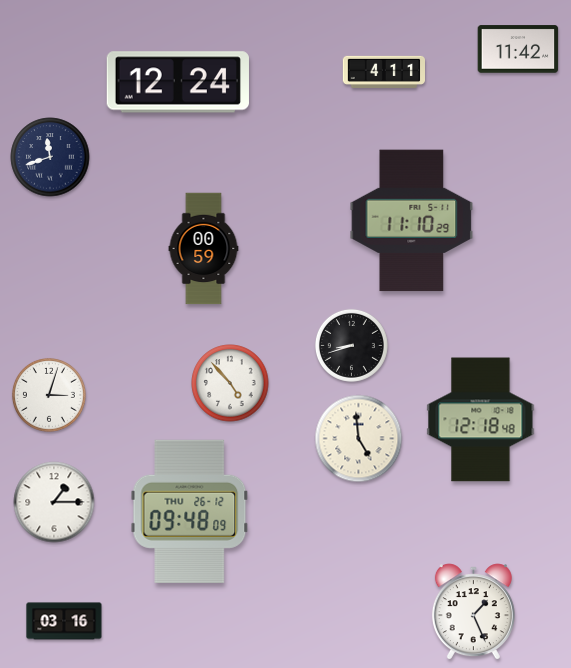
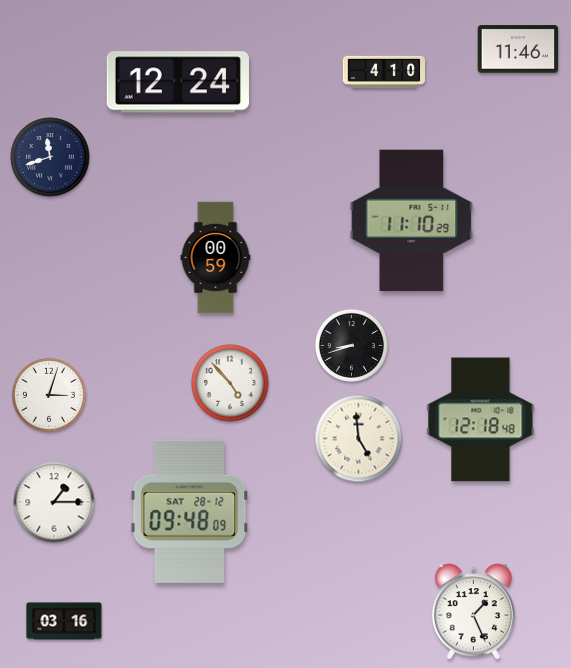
clock at (518, 49): 11:42 -> 11:46
clock at (383, 72): 4:11 -> 4:10
clock at (204, 249) position: (204, 249) -> (216, 258)
clock at (190, 511) date: THU 26-12 -> SAT 28-12
